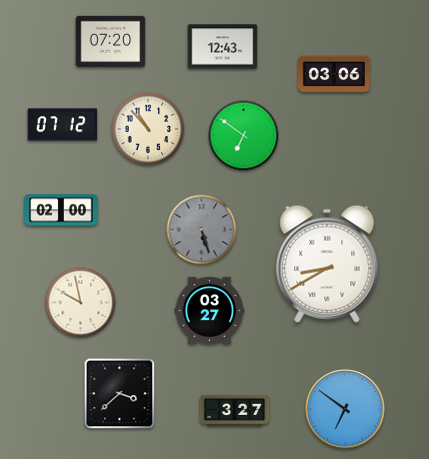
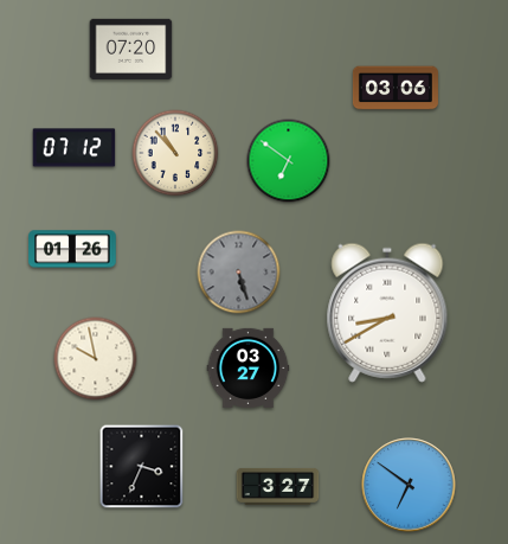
clock at (223, 47): 12:43 -> none
clock at (61, 210): 02:00 -> 01:26
clock at (120, 394): 3:38 -> 3:34
